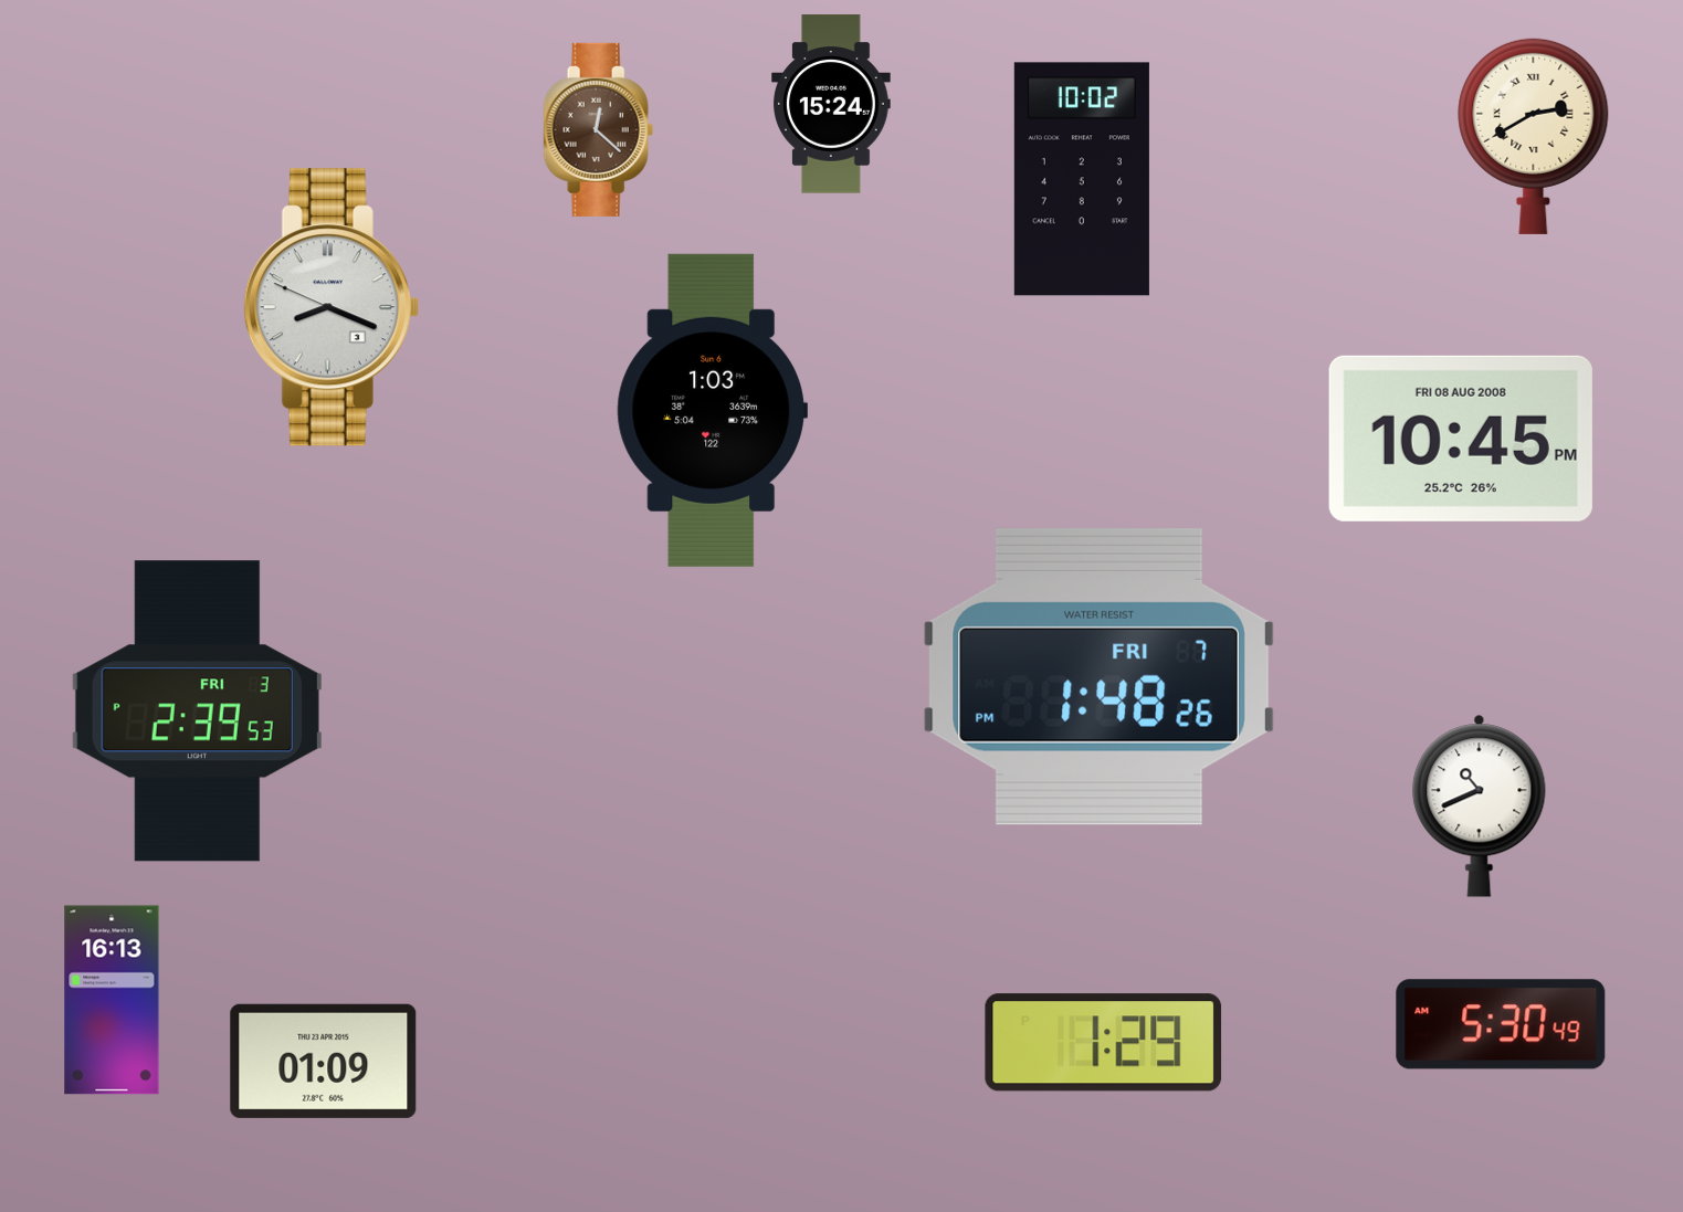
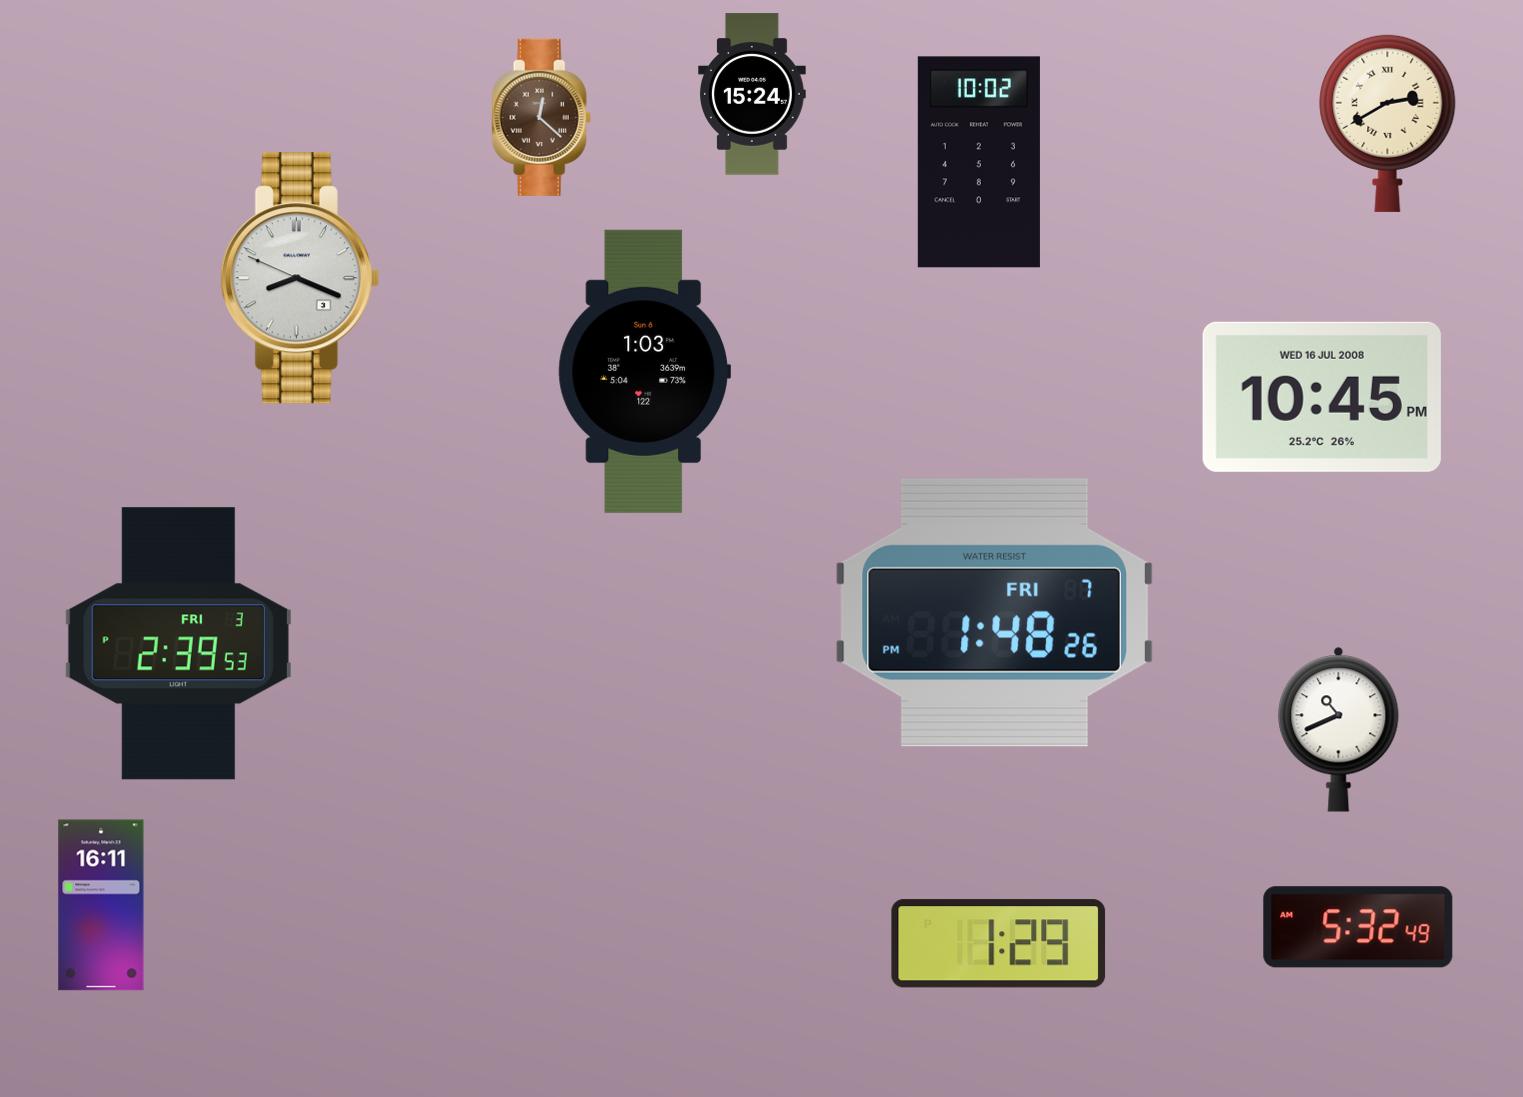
clock at (1461, 439) date: FRI 08 AUG 2008 -> WED 16 JUL 2008
clock at (112, 1000): 16:13 -> 16:11
clock at (1501, 1024): 5:30 -> 5:32
clock at (324, 1061): 01:09 -> none
